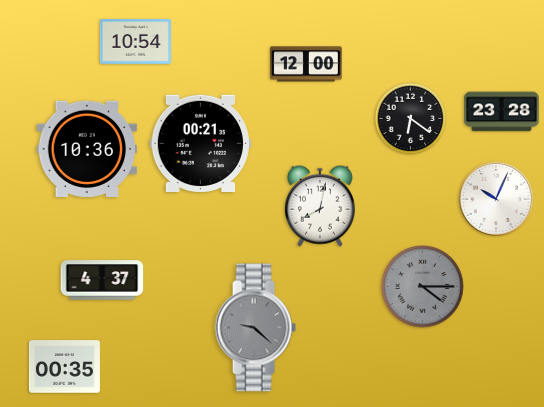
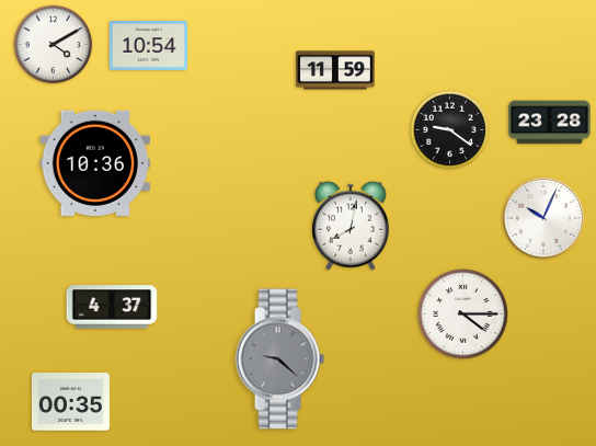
clock at (54, 45): none -> 4:10
clock at (307, 64): 12:00 -> 11:59
clock at (411, 119): 6:21 -> 9:21
clock at (200, 143): 00:21 -> none
clock at (423, 287) dial: grey -> white
